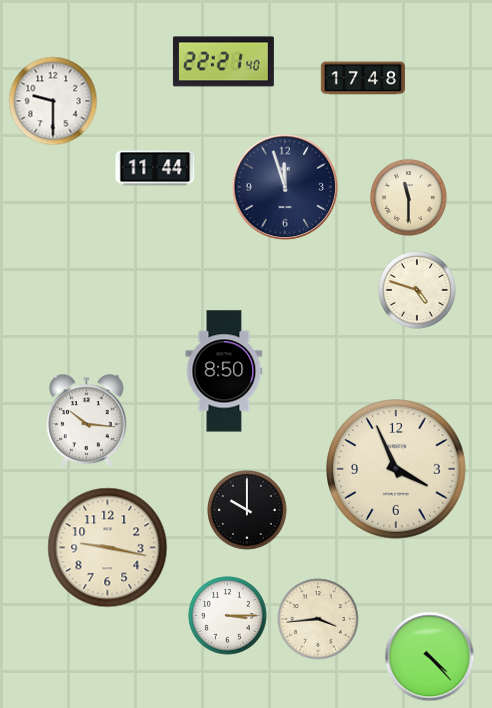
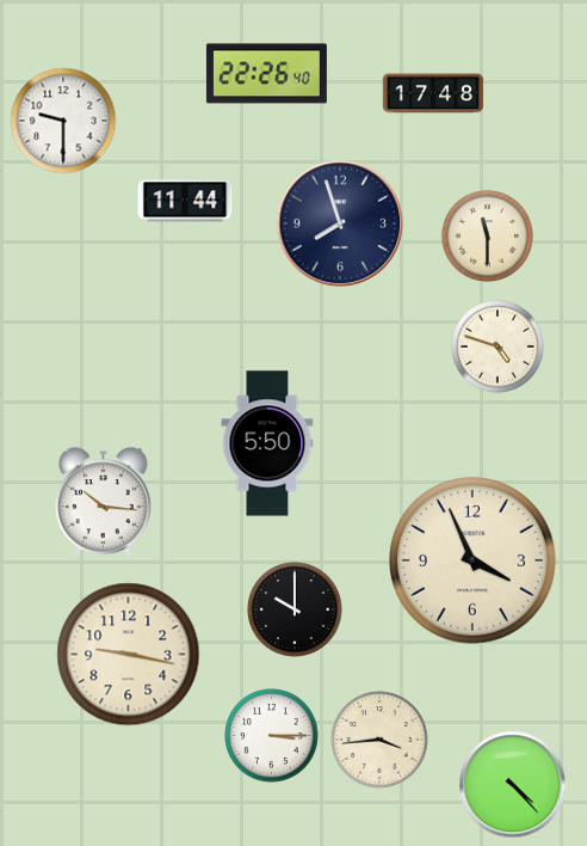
clock at (223, 62): 22:21 -> 22:26
clock at (285, 187): 11:57 -> 7:57
clock at (224, 371): 8:50 -> 5:50
